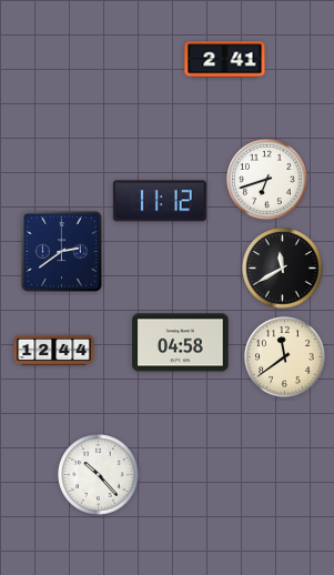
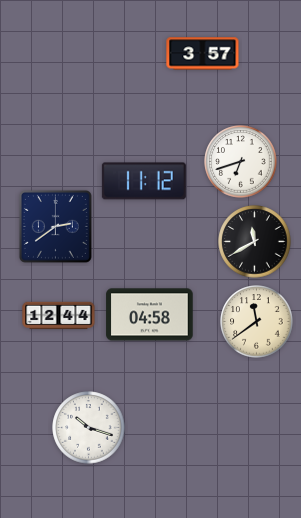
clock at (225, 60): 2:41 -> 3:57
clock at (181, 343) position: (181, 343) -> (150, 315)
clock at (54, 351) position: (54, 351) -> (59, 316)
clock at (99, 475): 10:23 -> 10:18
